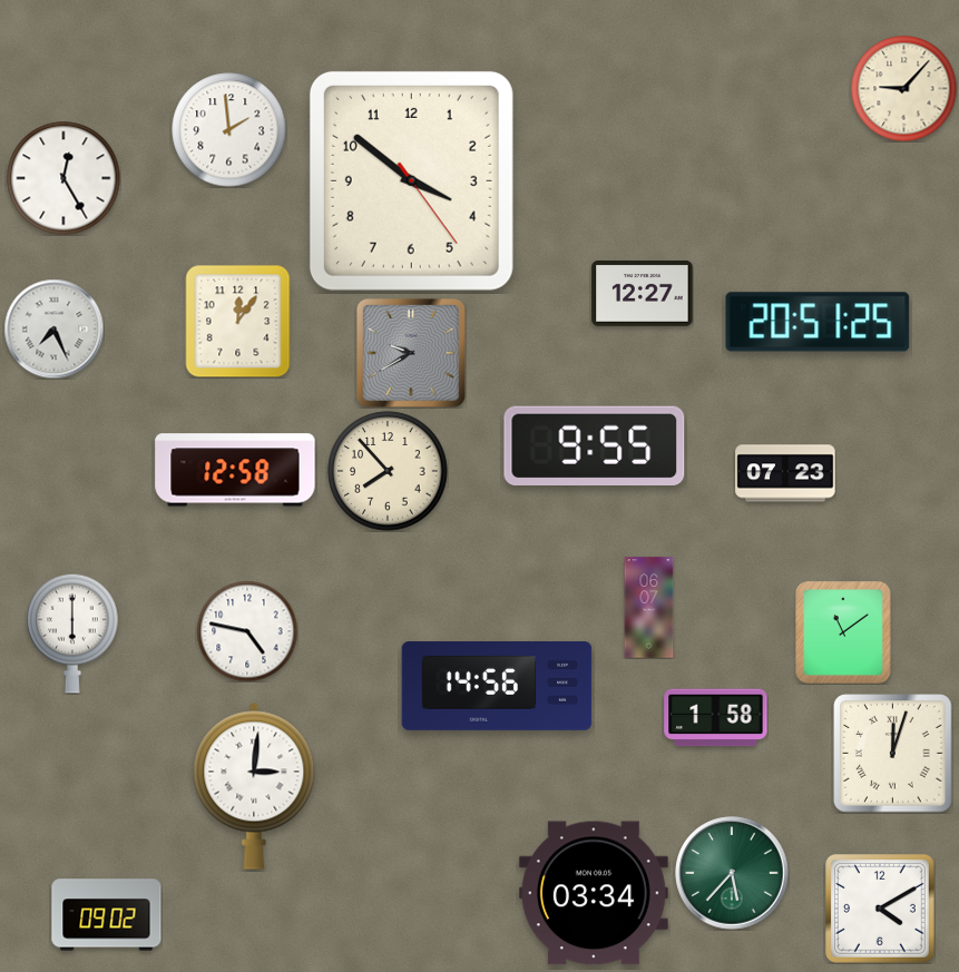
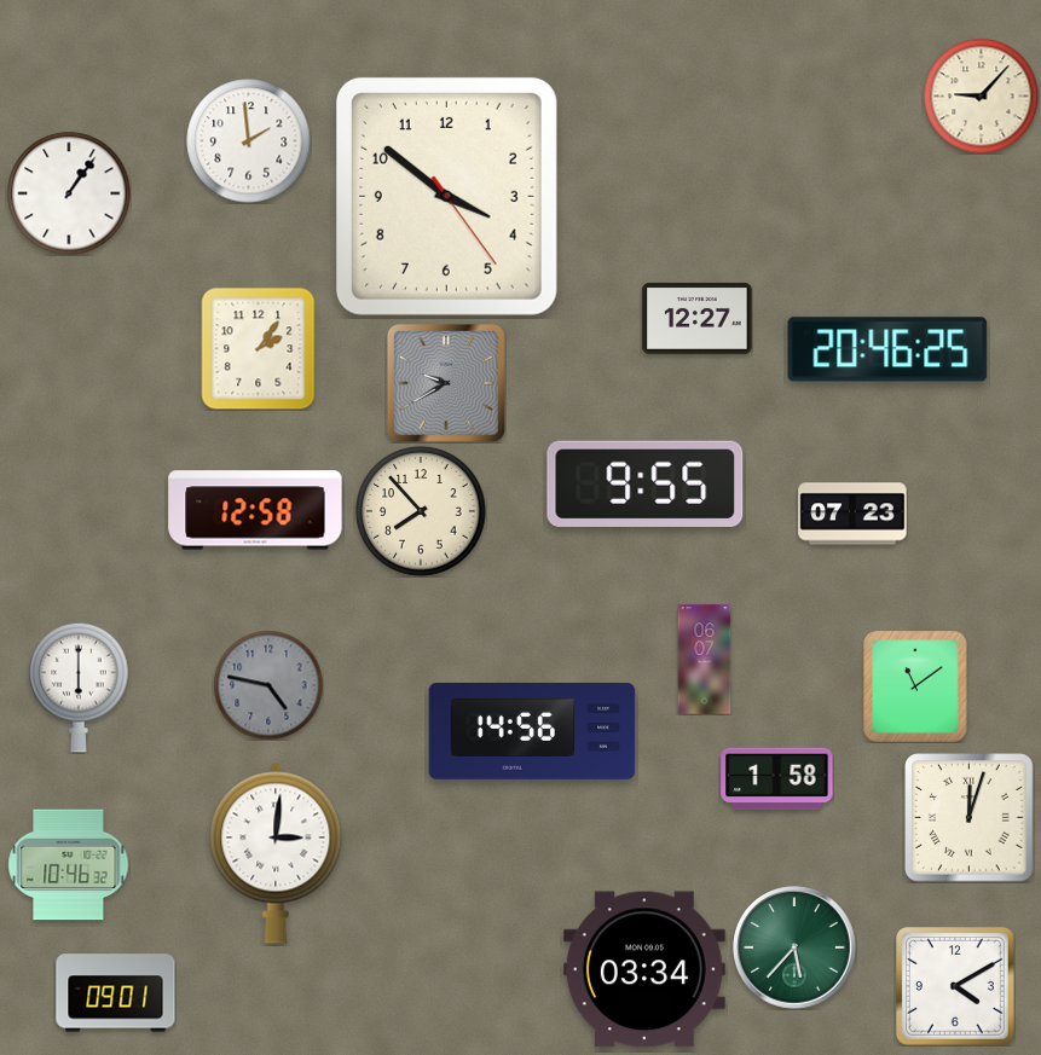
clock at (63, 178): 12:25 -> 1:06
clock at (238, 321): 12:06 -> 2:06
clock at (818, 322): 20:51 -> 20:46
clock at (53, 328): 7:26 -> none
clock at (247, 631) dial: white -> grey
clock at (497, 687) position: (497, 687) -> (532, 732)
clock at (69, 865): none -> 10:46
clock at (107, 915): 09:02 -> 09:01
